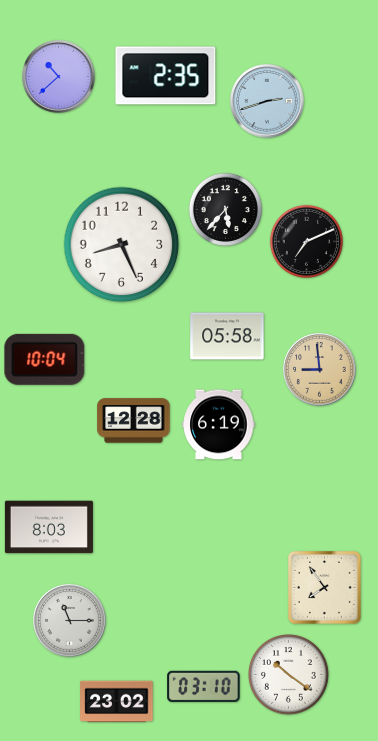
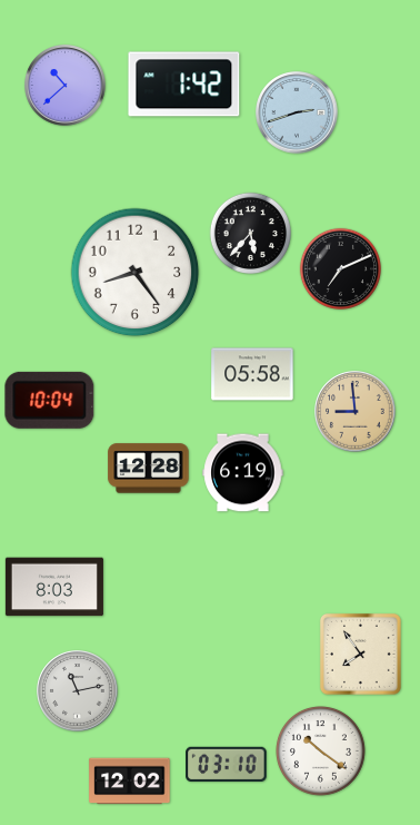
clock at (166, 76): 2:35 -> 1:42
clock at (122, 245): 8:26 -> 8:24
clock at (70, 621): 11:15 -> 11:13
clock at (117, 702): 23:02 -> 12:02
